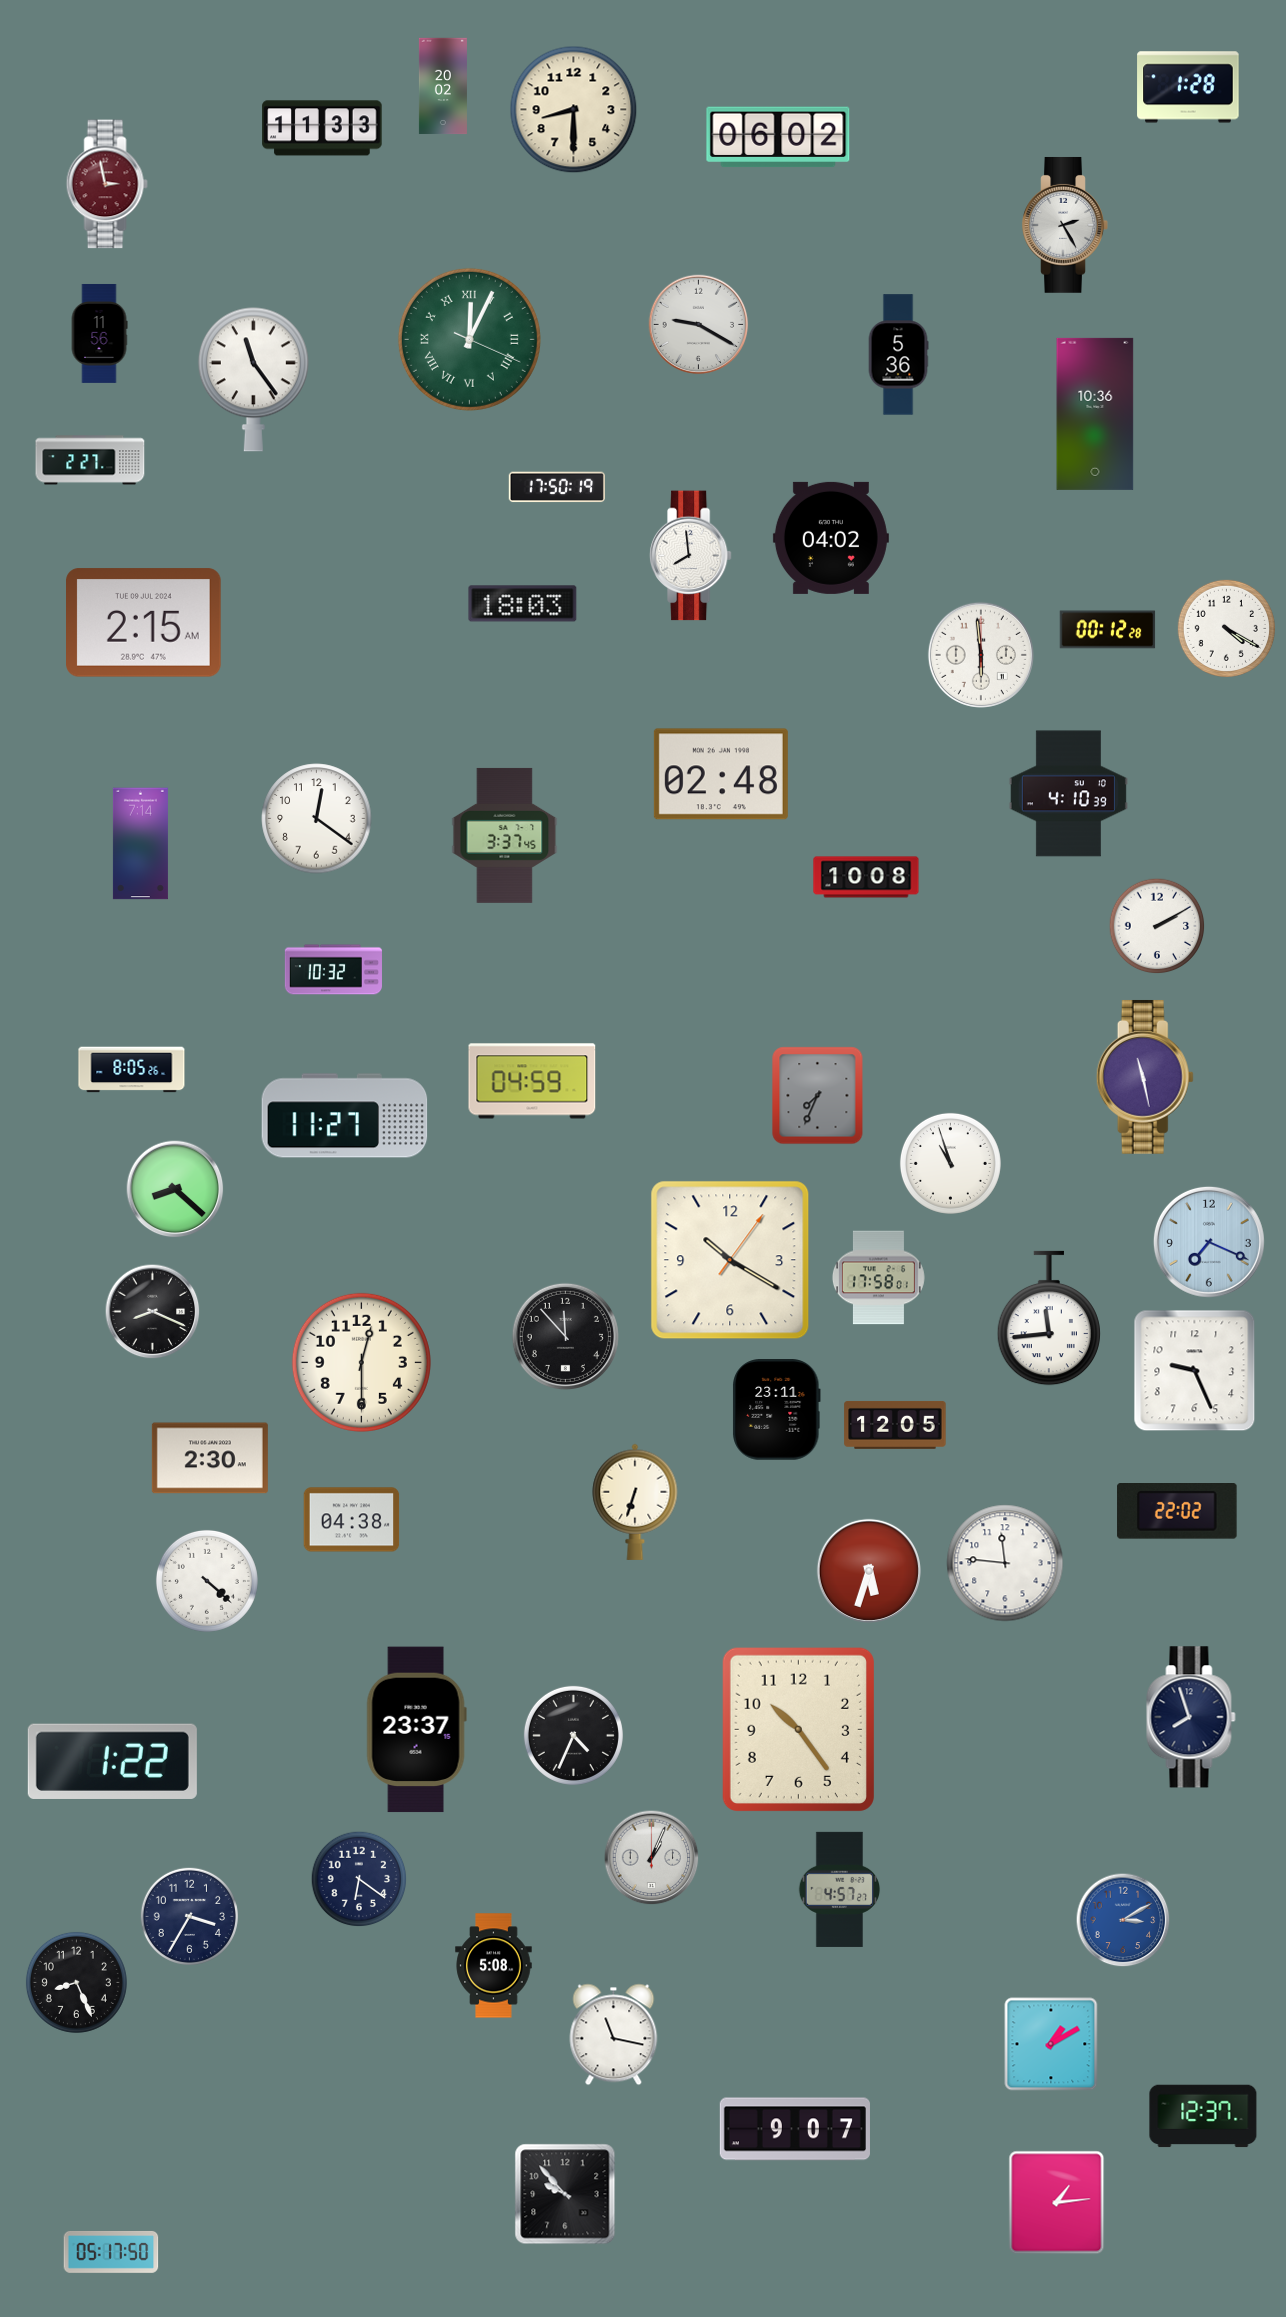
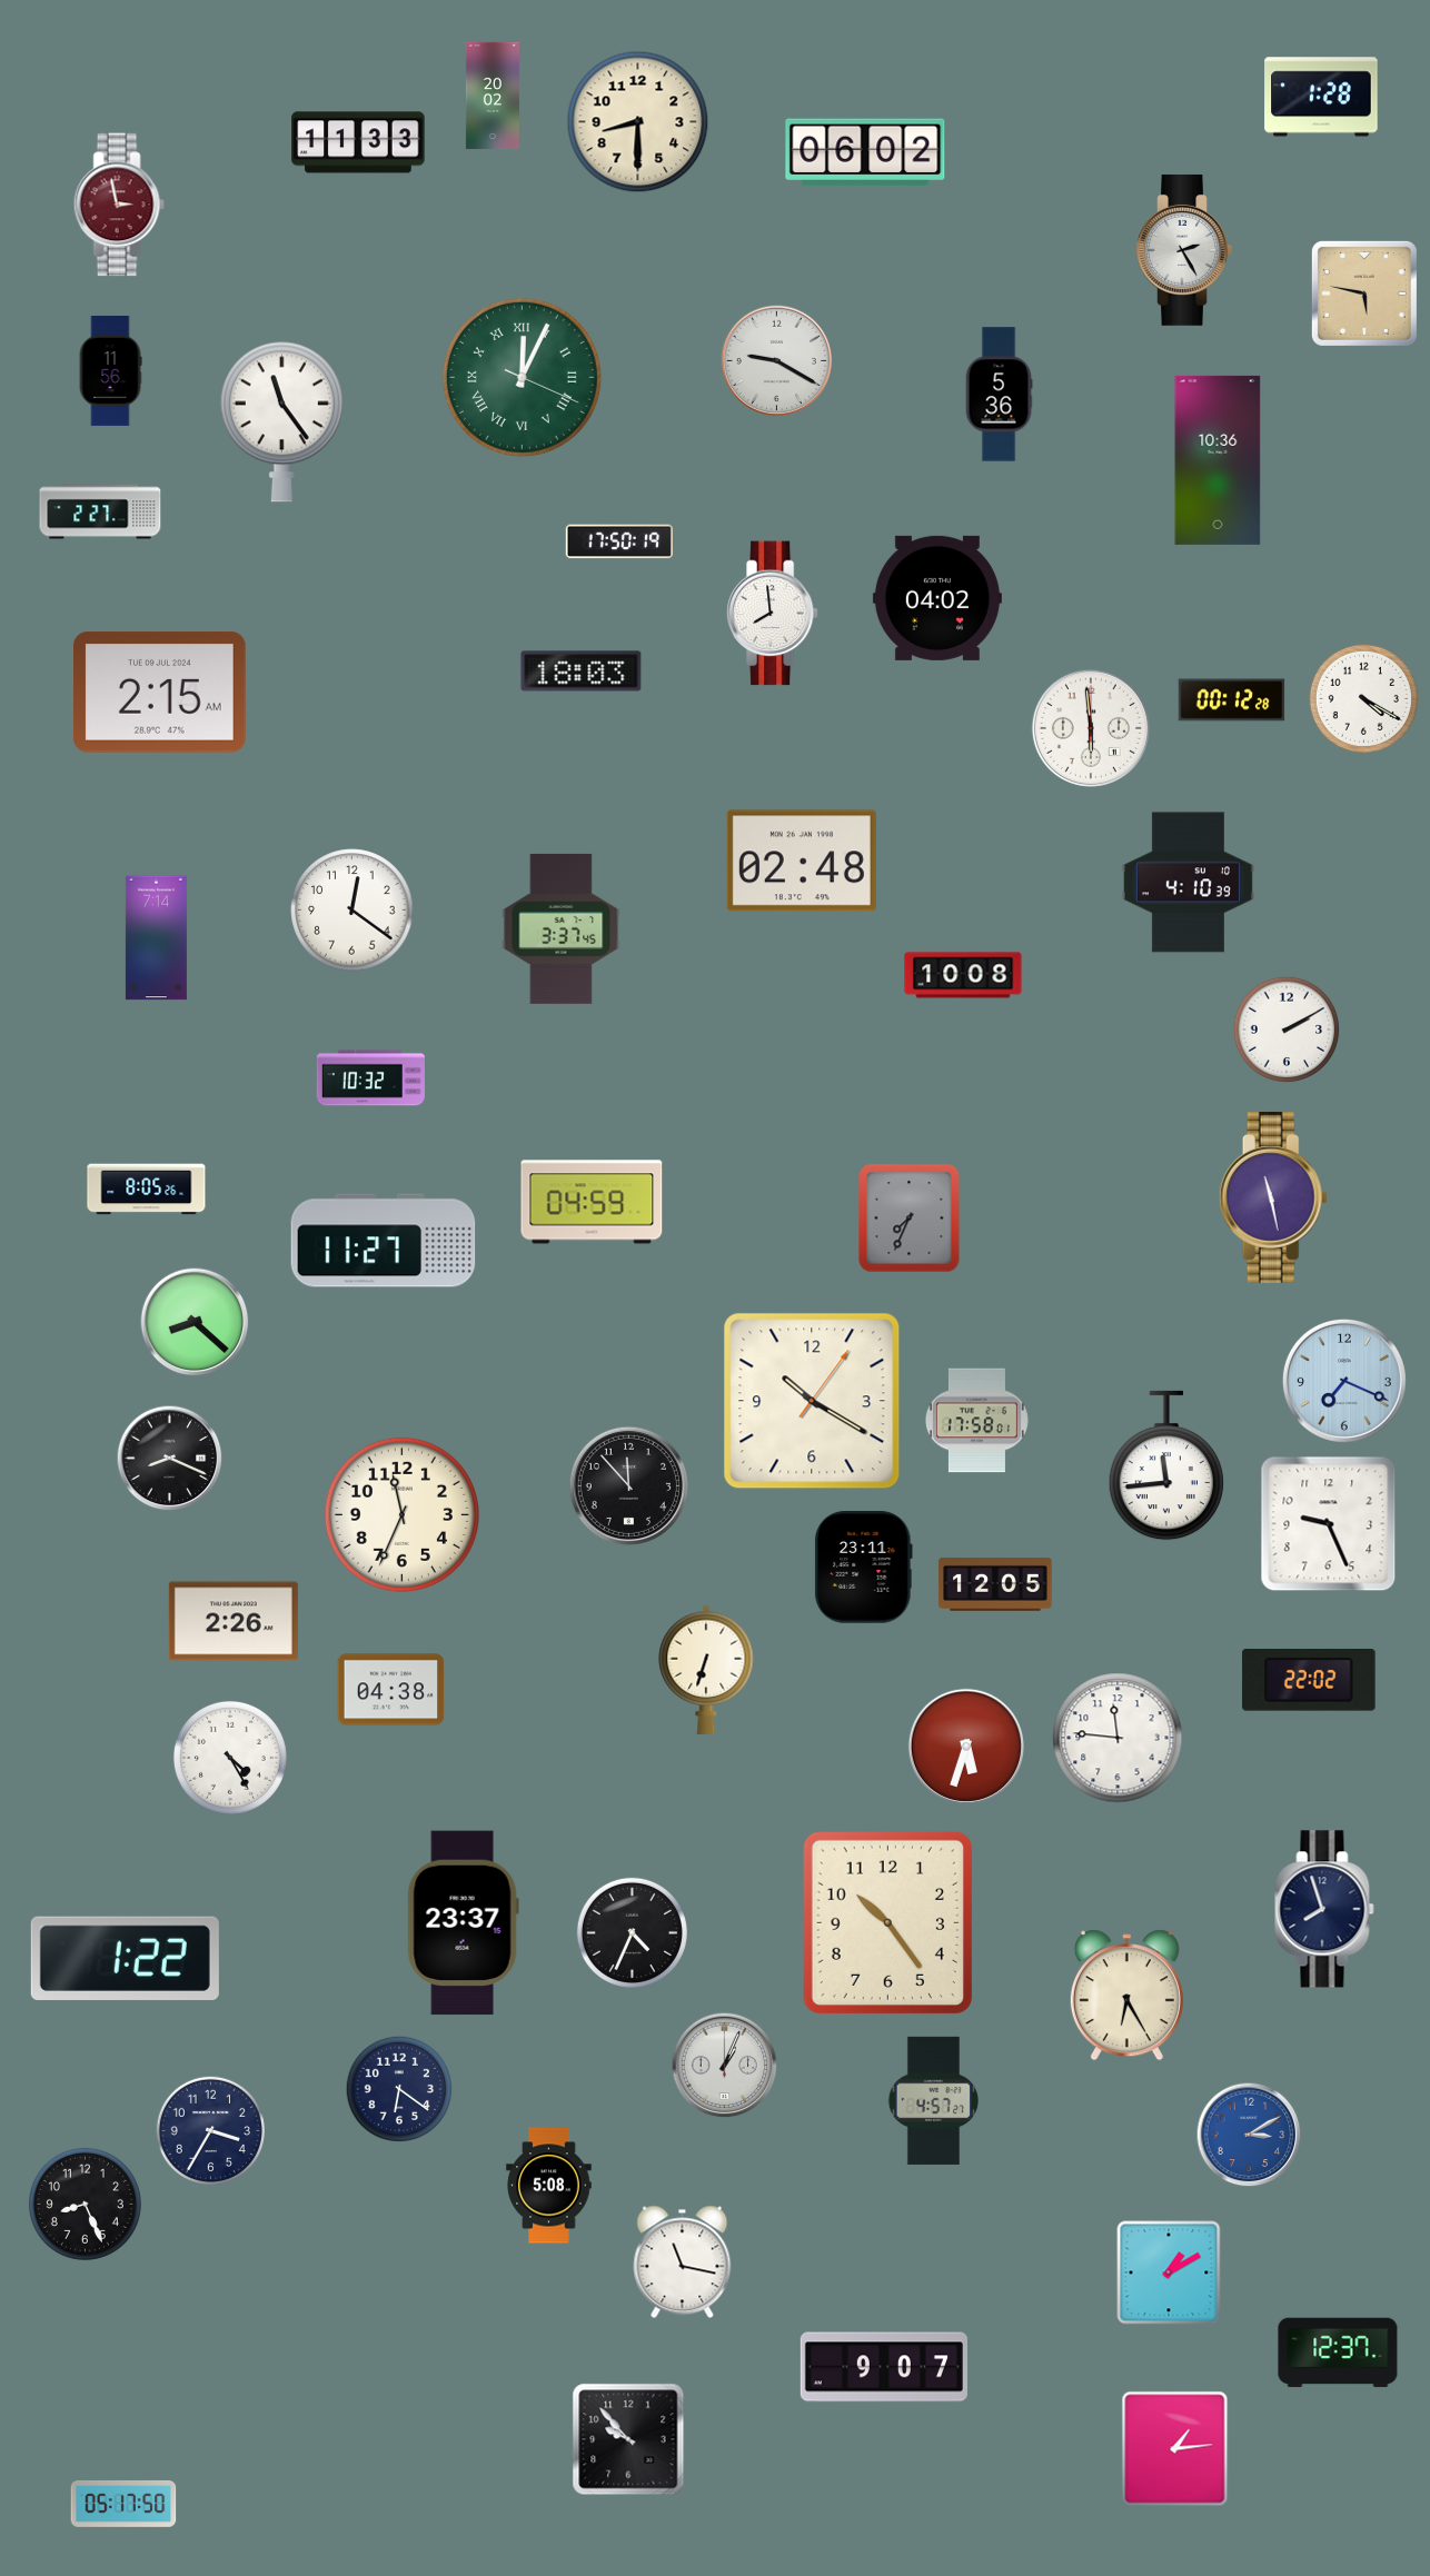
clock at (1364, 294): none -> 5:47
clock at (831, 538) position: (831, 538) -> (937, 598)
clock at (690, 556) position: (690, 556) -> (772, 614)
clock at (950, 1163): 10:57 -> none
clock at (361, 1362): 12:30 -> 11:34
clock at (210, 1458): 2:30 -> 2:26
clock at (207, 1581): 4:22 -> 4:25
clock at (573, 1735) position: (573, 1735) -> (632, 1932)
clock at (1126, 1996): none -> 6:25
